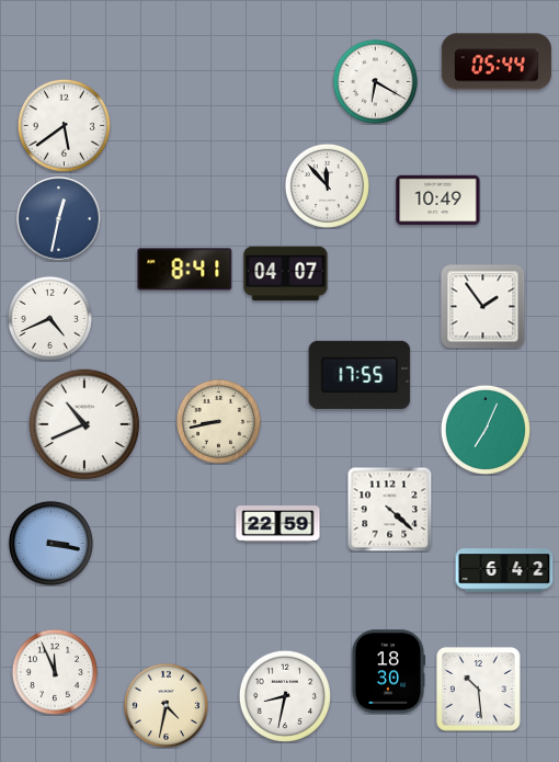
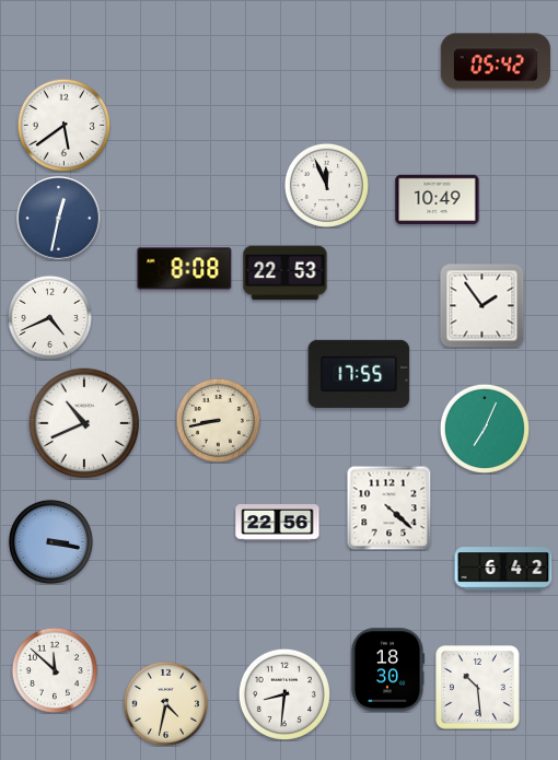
clock at (497, 61): 05:44 -> 05:42
clock at (375, 81): 6:20 -> none
clock at (327, 185): 11:53 -> 11:56
clock at (185, 270): 8:41 -> 8:08
clock at (286, 274): 04:07 -> 22:53
clock at (278, 524): 22:59 -> 22:56
clock at (55, 672): 11:56 -> 11:52
clock at (285, 696): 8:32 -> 8:31
